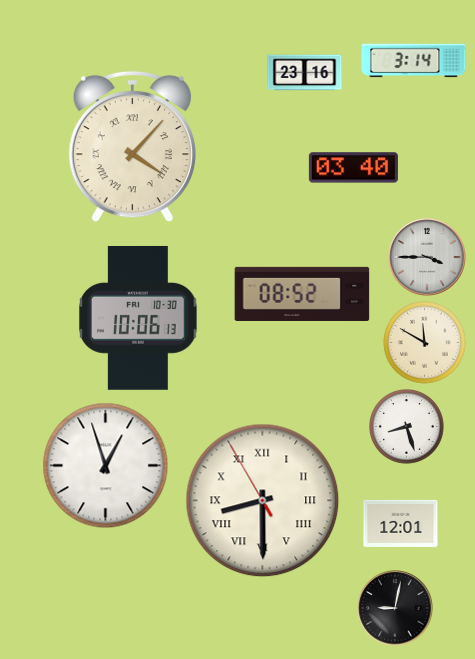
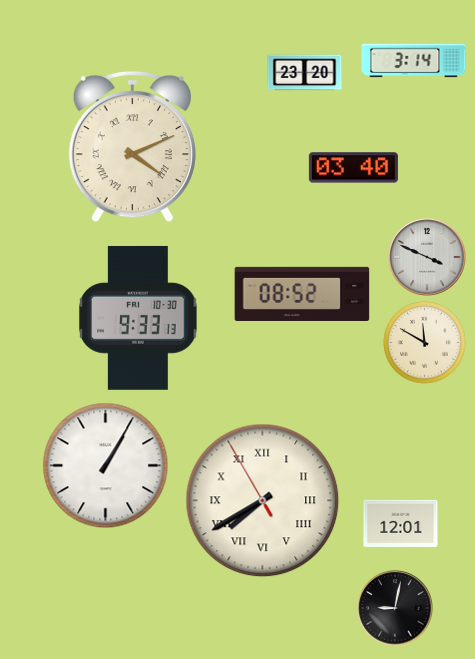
clock at (305, 73): 23:16 -> 23:20
clock at (132, 147): 4:07 -> 4:11
clock at (427, 257): 3:45 -> 3:49
clock at (138, 318): 10:06 -> 9:33
clock at (407, 427): 8:27 -> none
clock at (106, 466): 12:57 -> 1:05
clock at (263, 501): 8:29 -> 7:39
